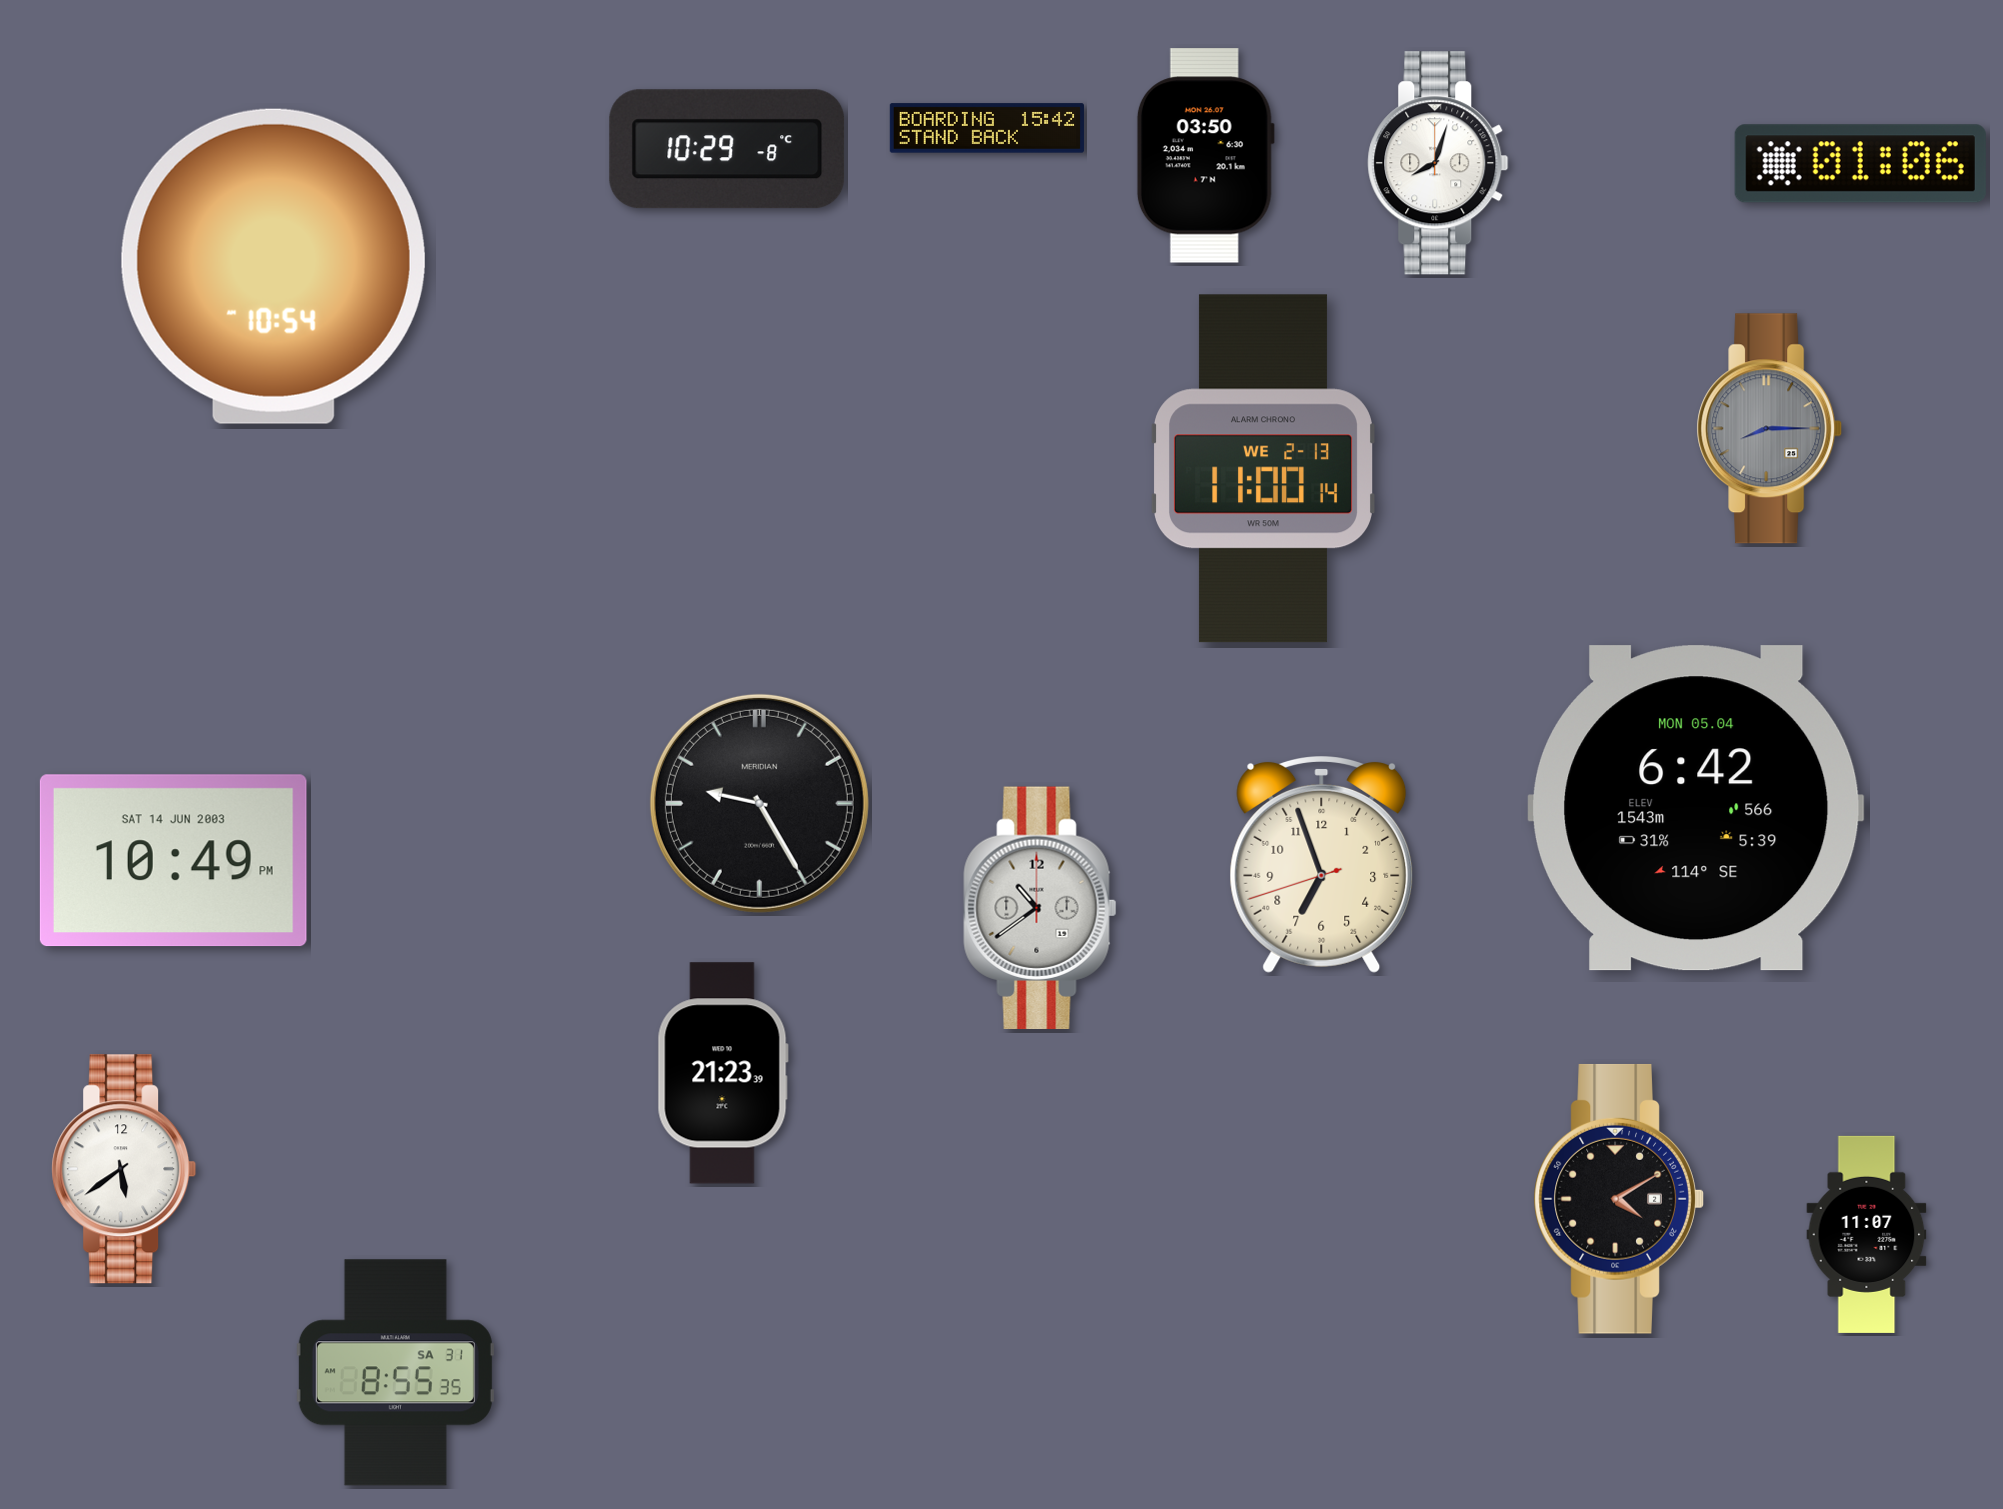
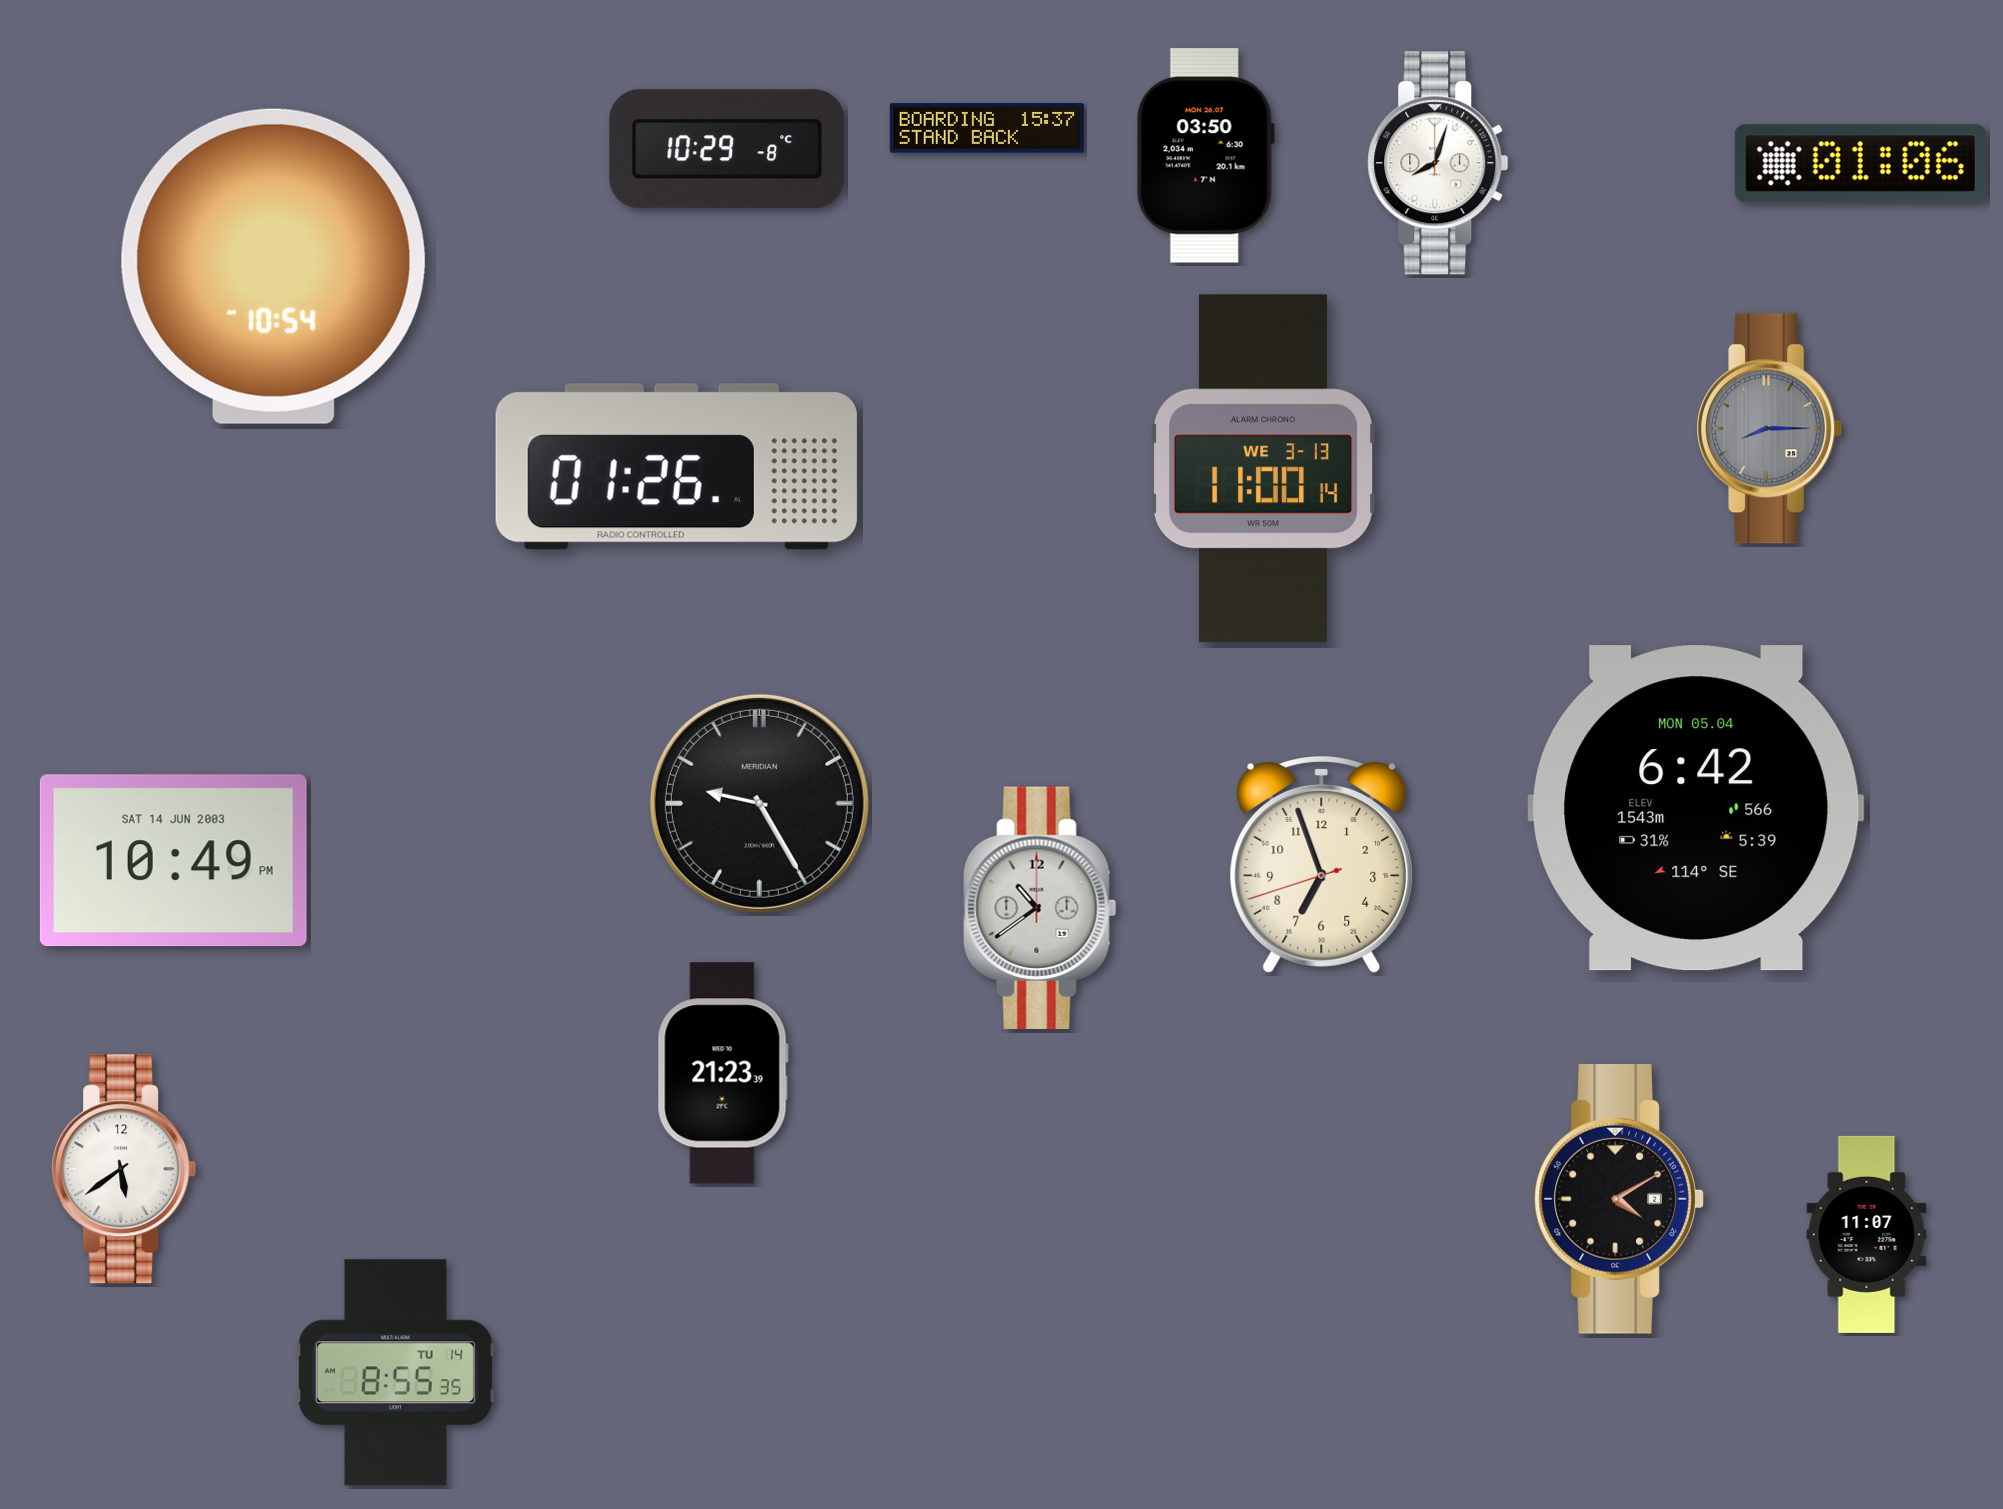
clock at (987, 128): 15:42 -> 15:37
clock at (676, 467): none -> 01:26
clock at (1264, 469) date: WE 2-13 -> WE 3-13
clock at (395, 1373) date: SA 31 -> TU 14
